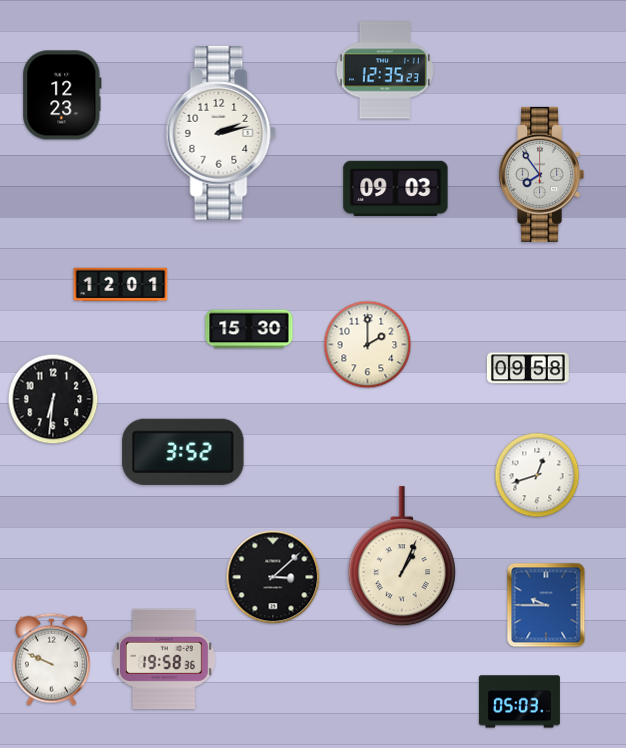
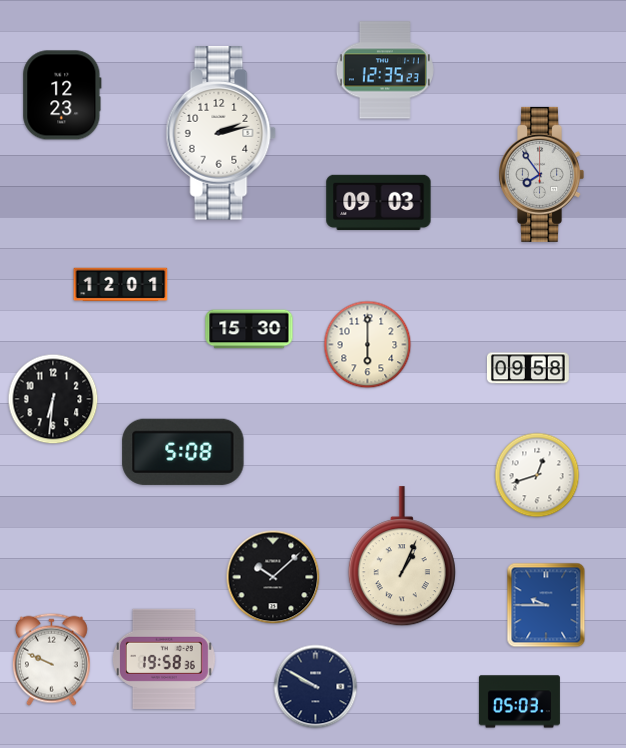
clock at (396, 188) position: (396, 188) -> (379, 202)
clock at (368, 345): 2:00 -> 6:00
clock at (183, 452): 3:52 -> 5:08
clock at (273, 577): 3:08 -> 10:08
clock at (316, 687): none -> 9:50
